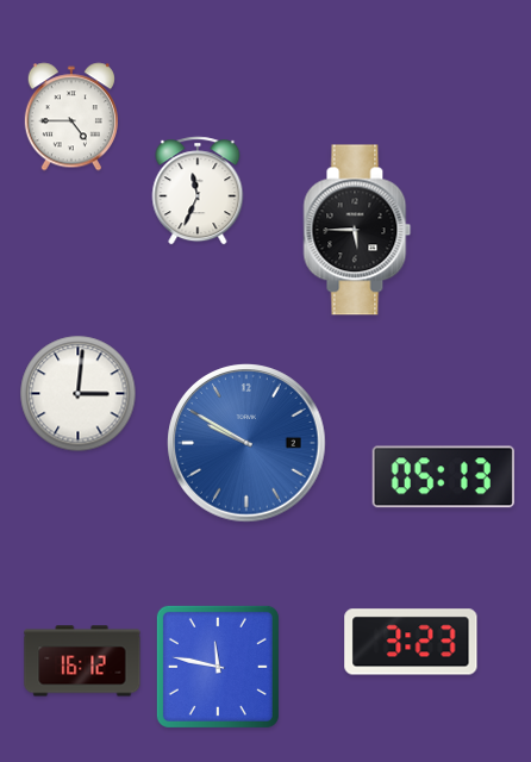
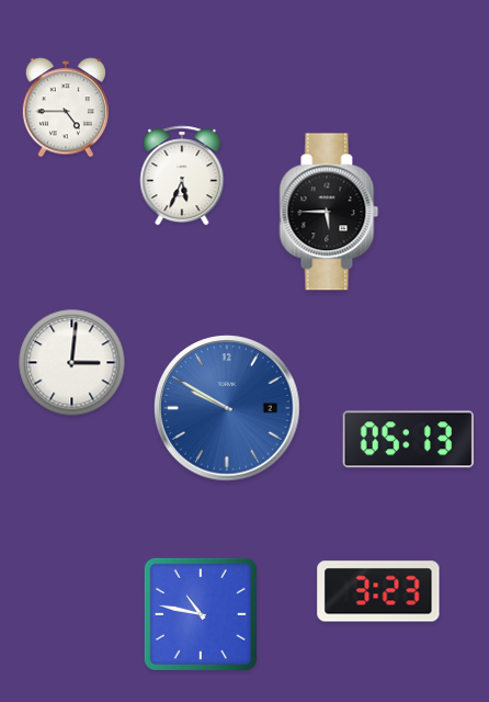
clock at (198, 190): 11:34 -> 5:34
clock at (82, 661): 16:12 -> none
clock at (218, 667): 11:47 -> 10:47
